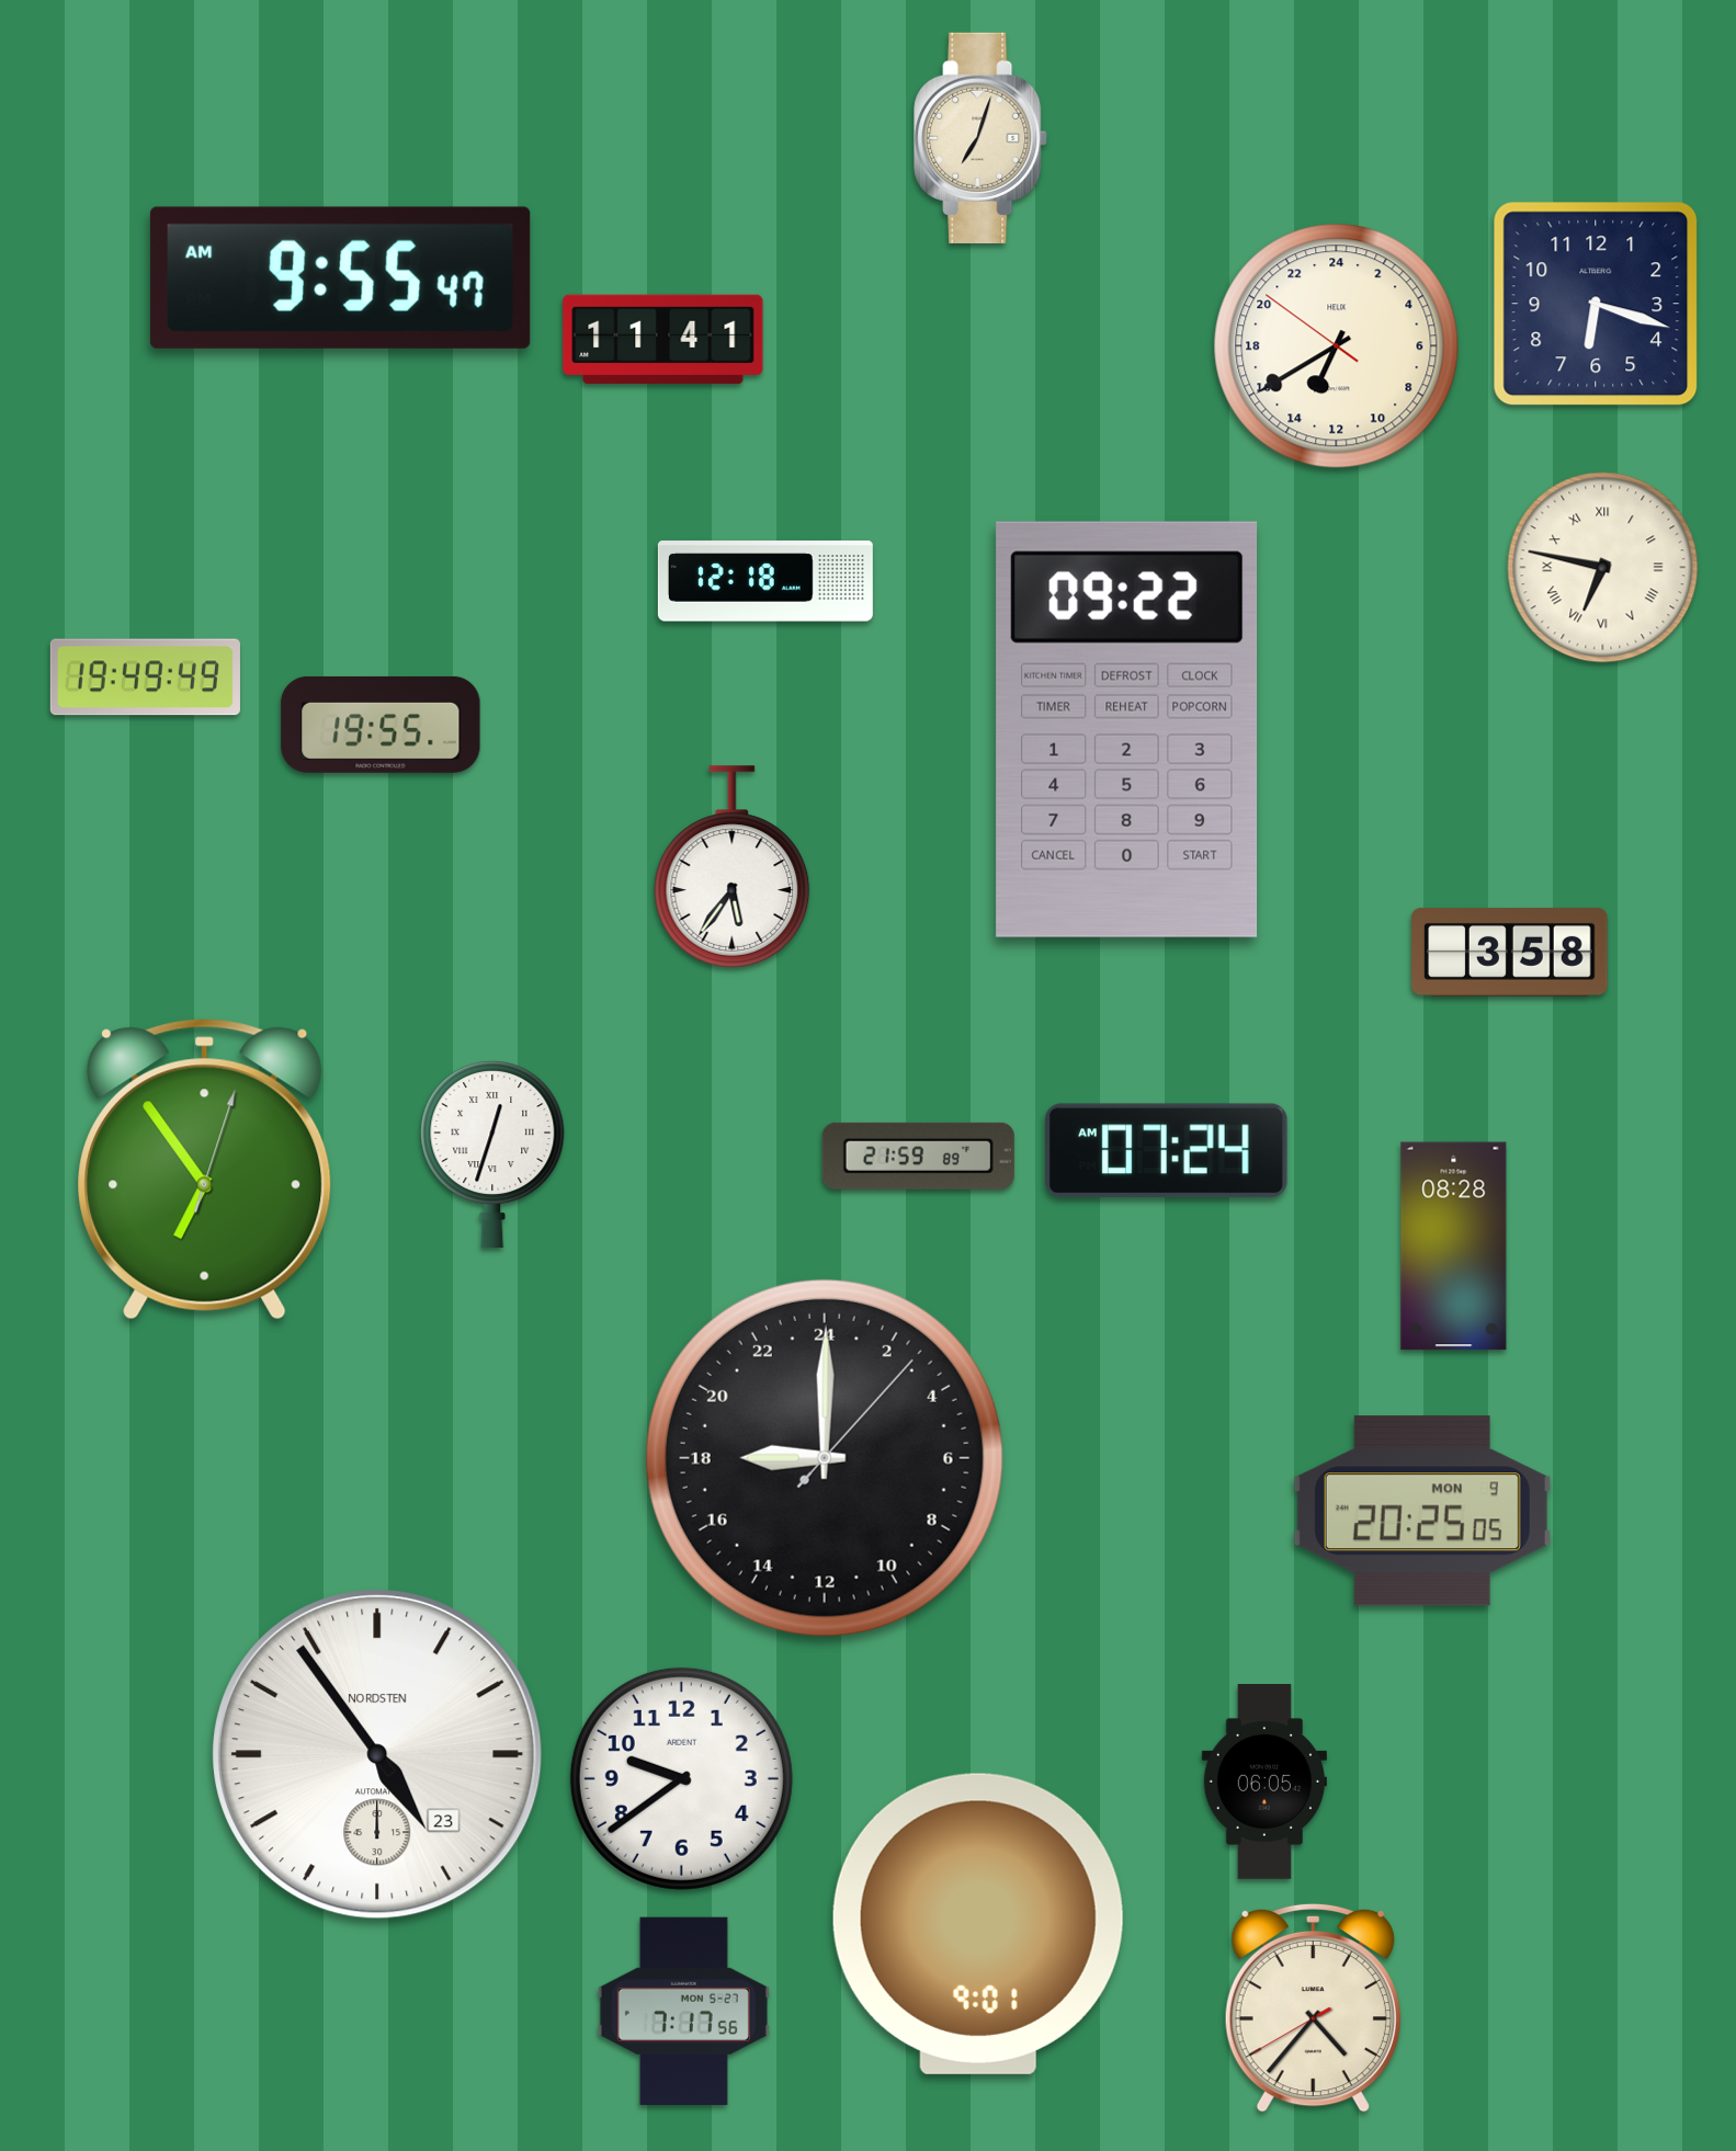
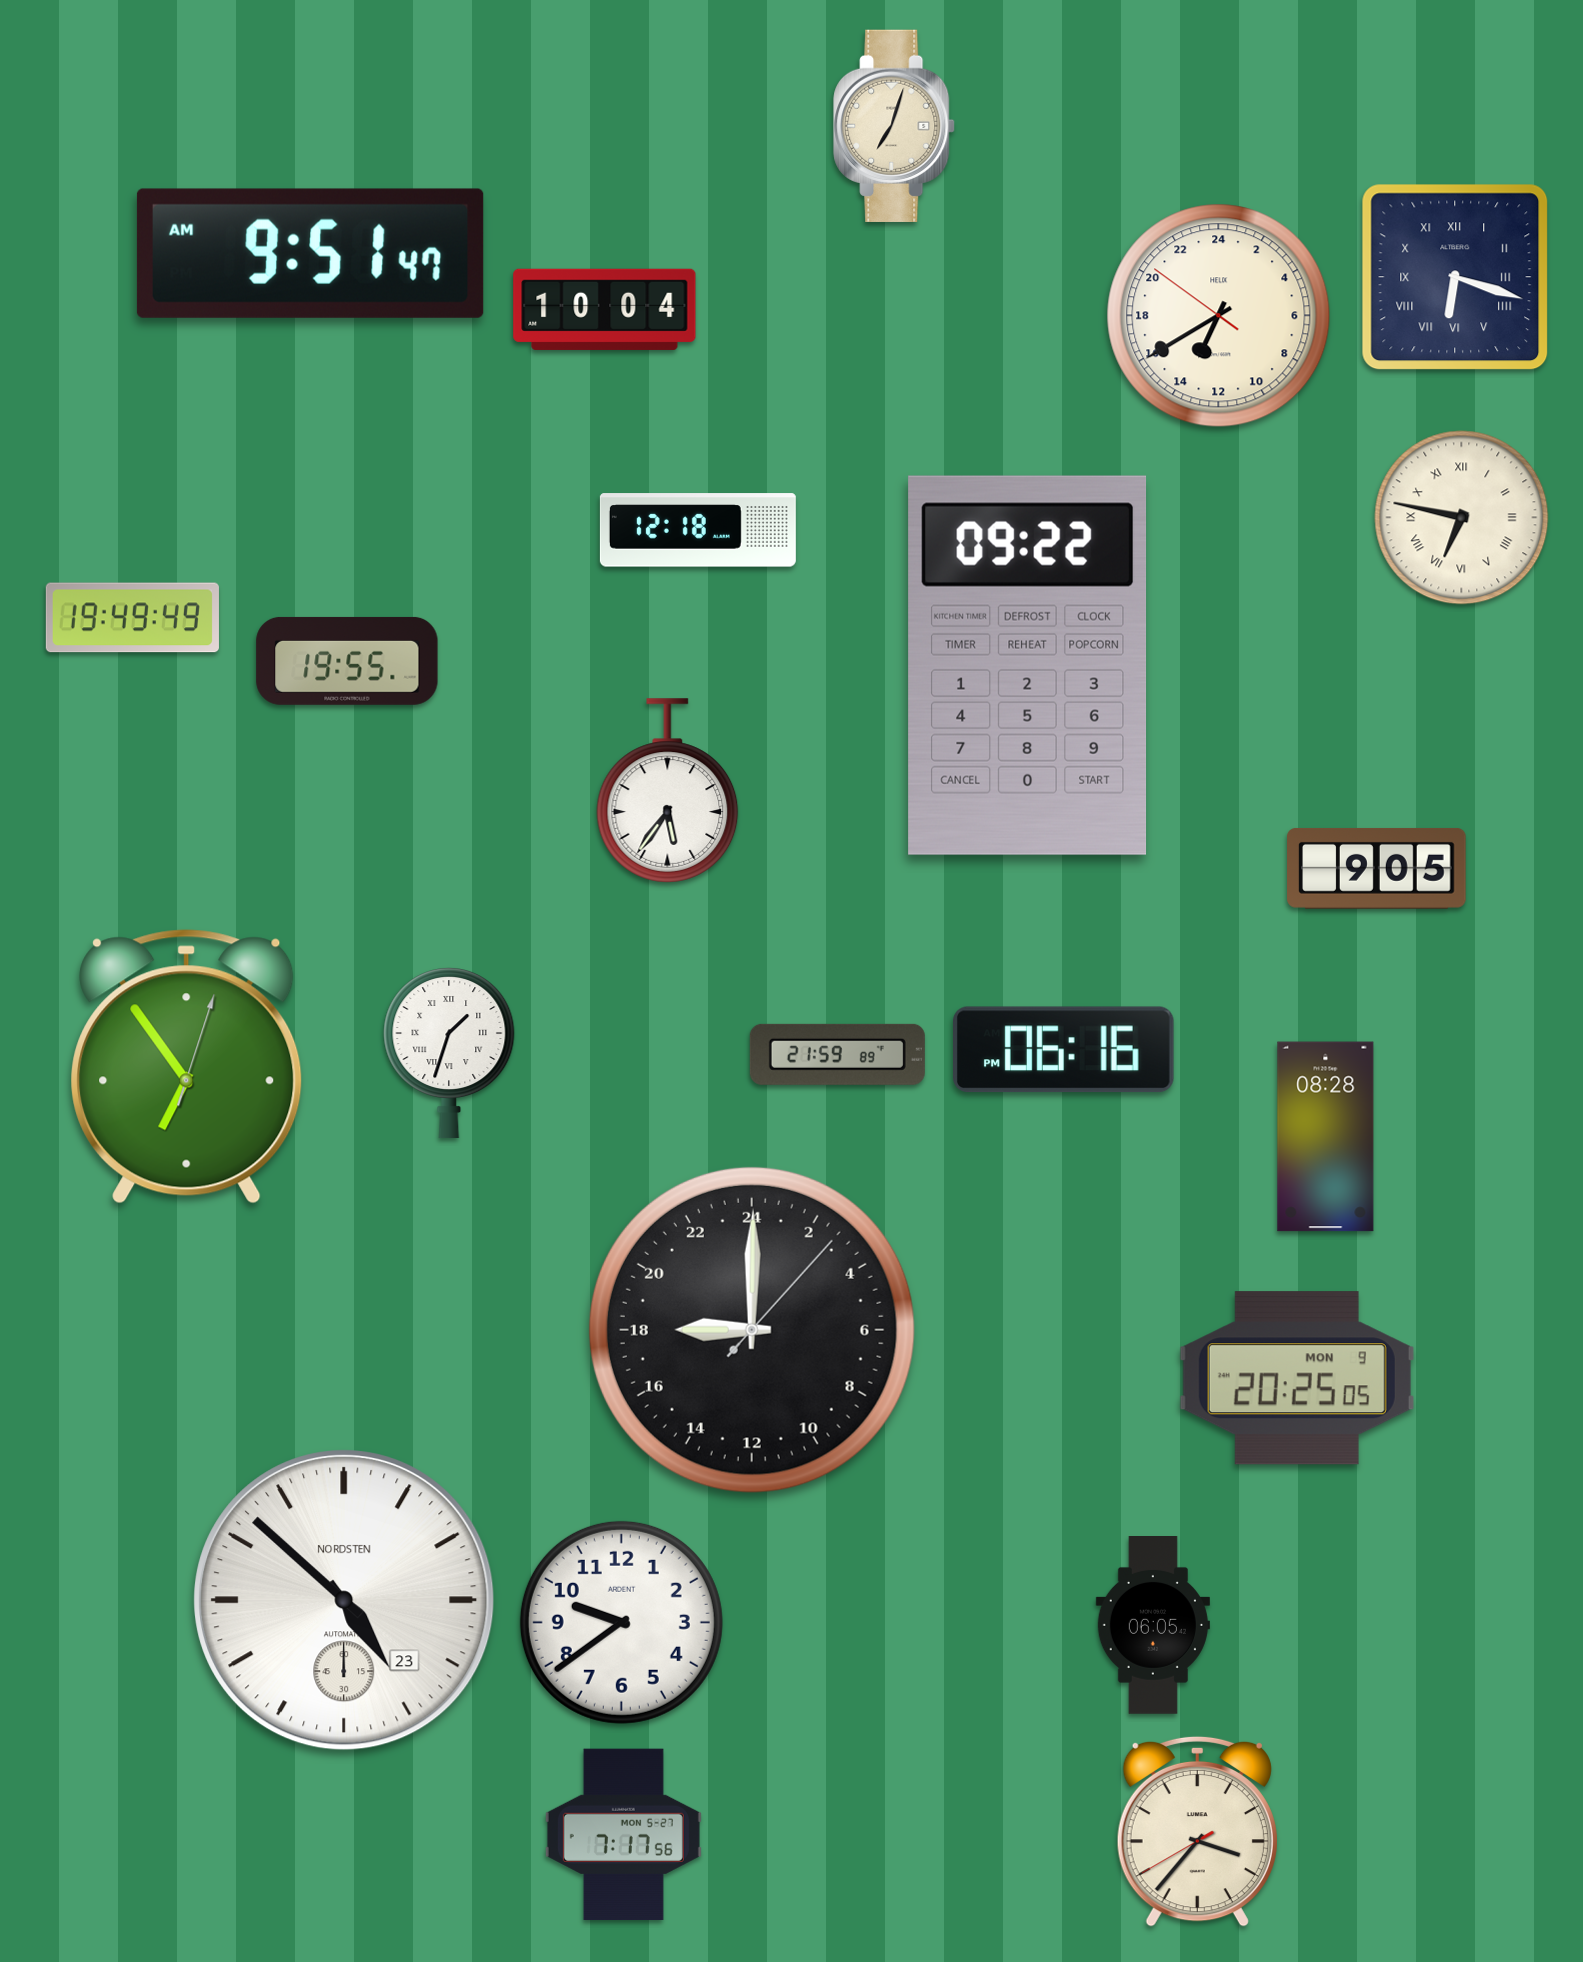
clock at (340, 277): 9:55 -> 9:51
clock at (1596, 304) numerals: Arabic -> Roman
clock at (663, 339): 11:41 -> 10:04
clock at (1510, 952): 3:58 -> 9:05
clock at (1167, 1151): 07:24 -> 06:16
clock at (492, 1156): 12:33 -> 1:33
clock at (377, 1754): 4:54 -> 4:52
clock at (978, 1924): 9:01 -> none
clock at (1313, 2007): 4:36 -> 3:36
